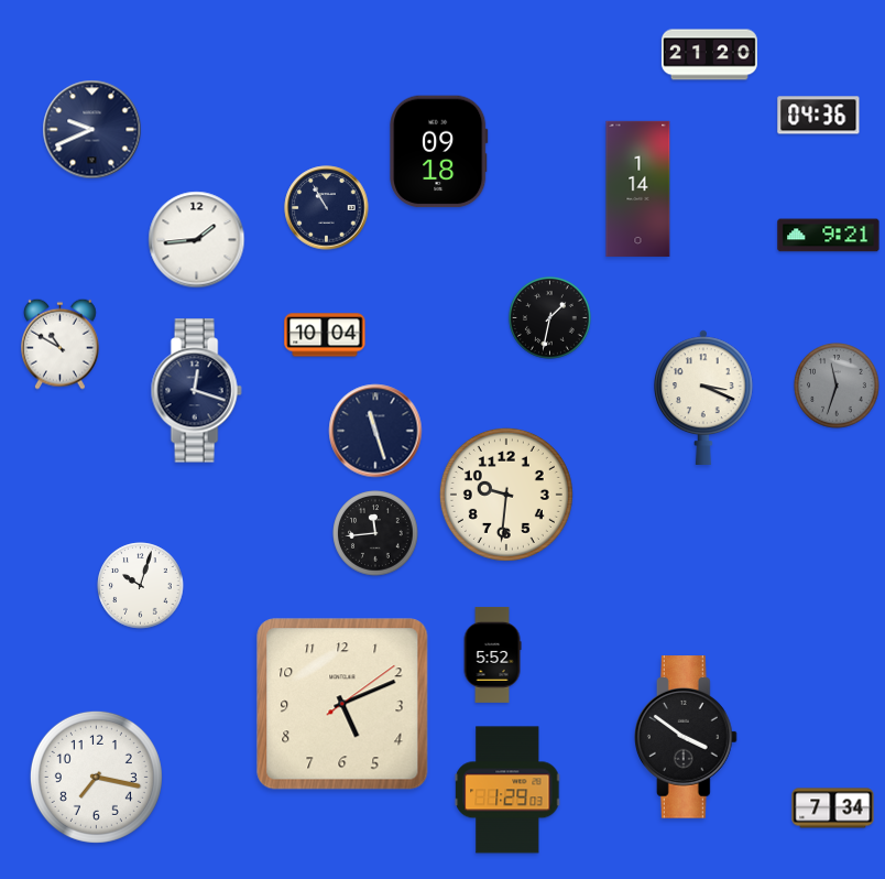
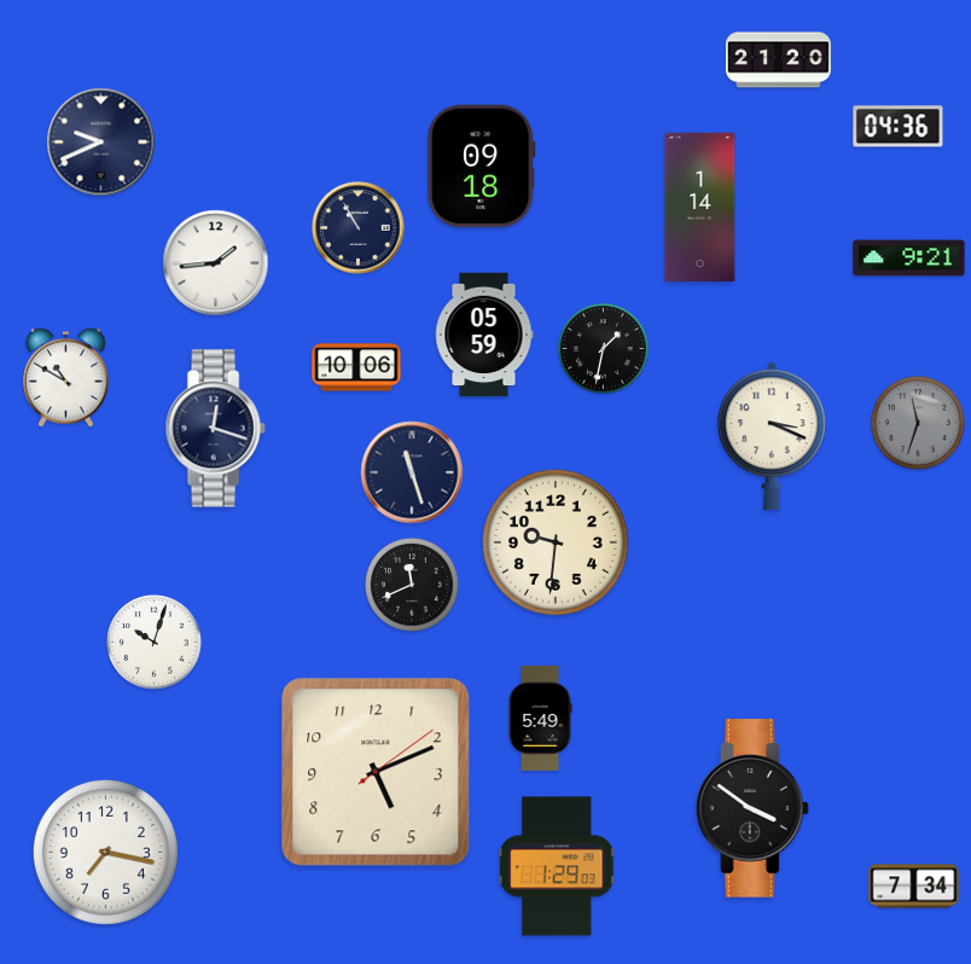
clock at (484, 335): none -> 05:59
clock at (325, 335): 10:04 -> 10:06
clock at (375, 533): 11:44 -> 11:41
clock at (492, 654): 5:52 -> 5:49
